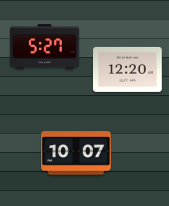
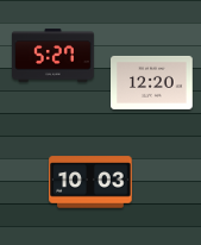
clock at (76, 153): 10:07 -> 10:03
